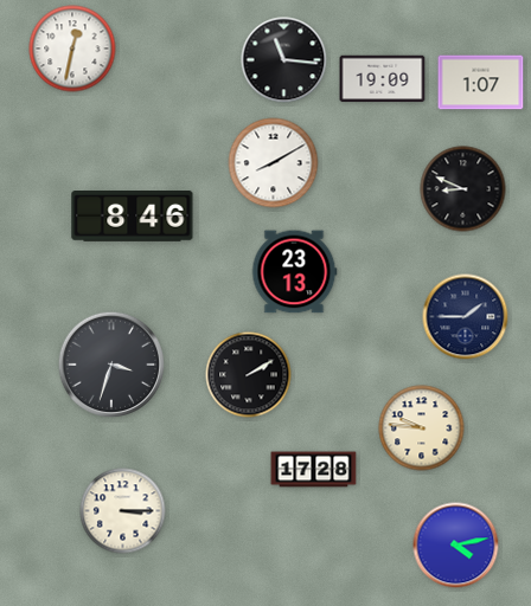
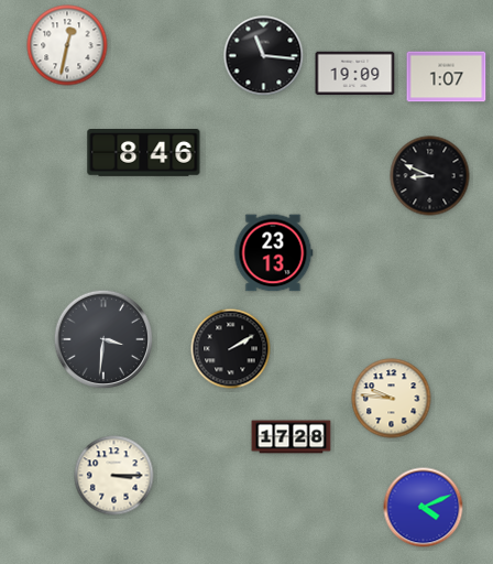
clock at (274, 163): 8:10 -> none
clock at (133, 217) position: (133, 217) -> (144, 153)
clock at (466, 317): 1:45 -> none
clock at (111, 365): 3:33 -> 3:31
clock at (456, 546): 4:13 -> 4:11
